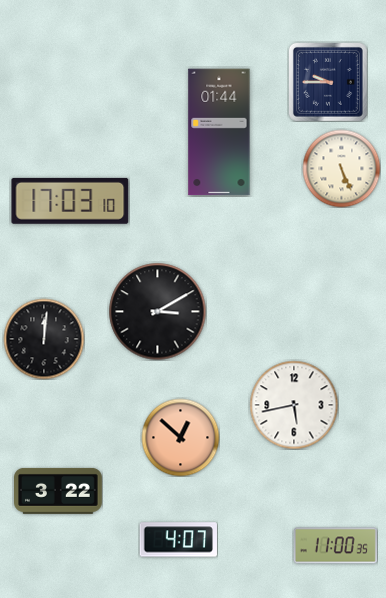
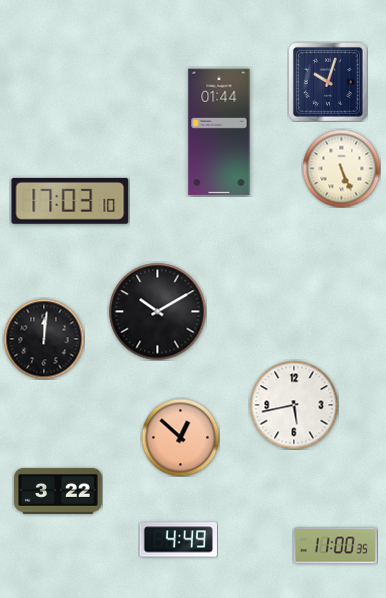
clock at (328, 82): 9:45 -> 10:03
clock at (157, 311): 3:10 -> 10:10
clock at (178, 540): 4:07 -> 4:49
